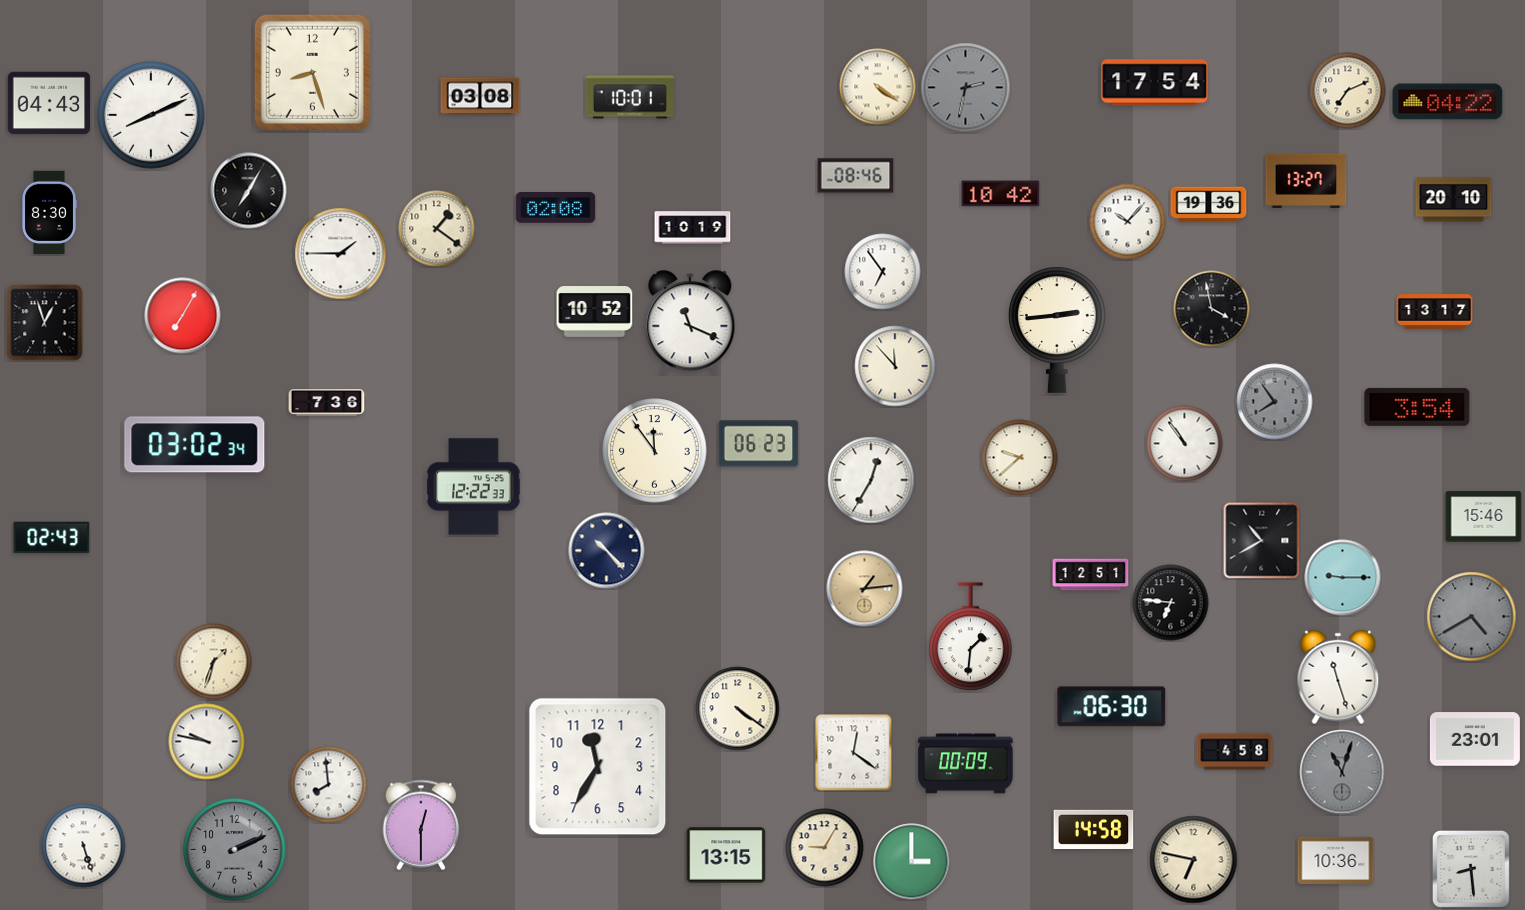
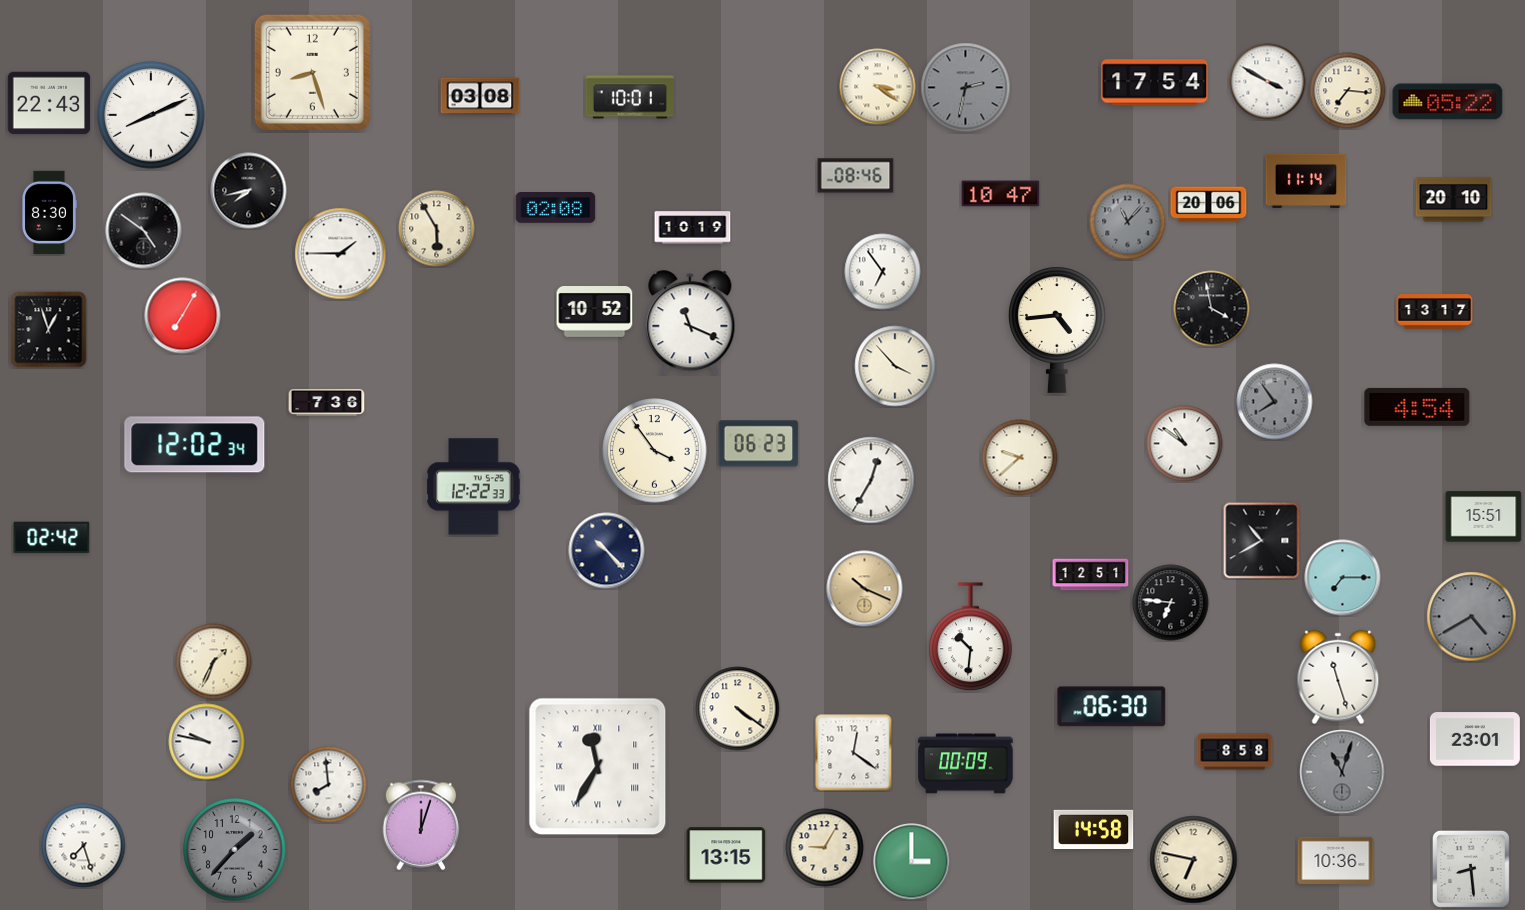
clock at (1268, 82): none -> 3:50
clock at (878, 87): 4:21 -> 3:21
clock at (1348, 91): 7:11 -> 7:16
clock at (1448, 102): 04:22 -> 05:22
clock at (49, 103): 04:43 -> 22:43
clock at (1306, 181): 13:27 -> 11:14
clock at (249, 191): 7:05 -> 7:43
clock at (1001, 194): 10:42 -> 10:47
clock at (1209, 205): 19:36 -> 20:06
clock at (1128, 222): 10:07 -> 11:07
clock at (1128, 222) dial: white -> grey
clock at (437, 229): 1:21 -> 5:55
clock at (144, 231): none -> 4:51
clock at (45, 323) position: (45, 323) -> (49, 330)
clock at (1058, 330): 2:44 -> 4:44
clock at (895, 366): 11:53 -> 3:53
clock at (1417, 407): 3:54 -> 4:54
clock at (1185, 444): 10:54 -> 10:51
clock at (195, 445): 03:02 -> 12:02
clock at (655, 451): 11:54 -> 3:54
clock at (1484, 517): 15:46 -> 15:51
clock at (52, 538): 02:43 -> 02:42
clock at (1343, 578): 9:15 -> 7:15
clock at (865, 589): 1:14 -> 10:19
clock at (971, 637): 1:31 -> 10:31
clock at (214, 662): 1:33 -> 1:34
clock at (1235, 752): 4:58 -> 8:58
clock at (598, 767) numerals: Arabic -> Roman
clock at (421, 825): 12:30 -> 12:03
clock at (84, 846): 5:27 -> 7:27
clock at (235, 850): 2:11 -> 1:37
